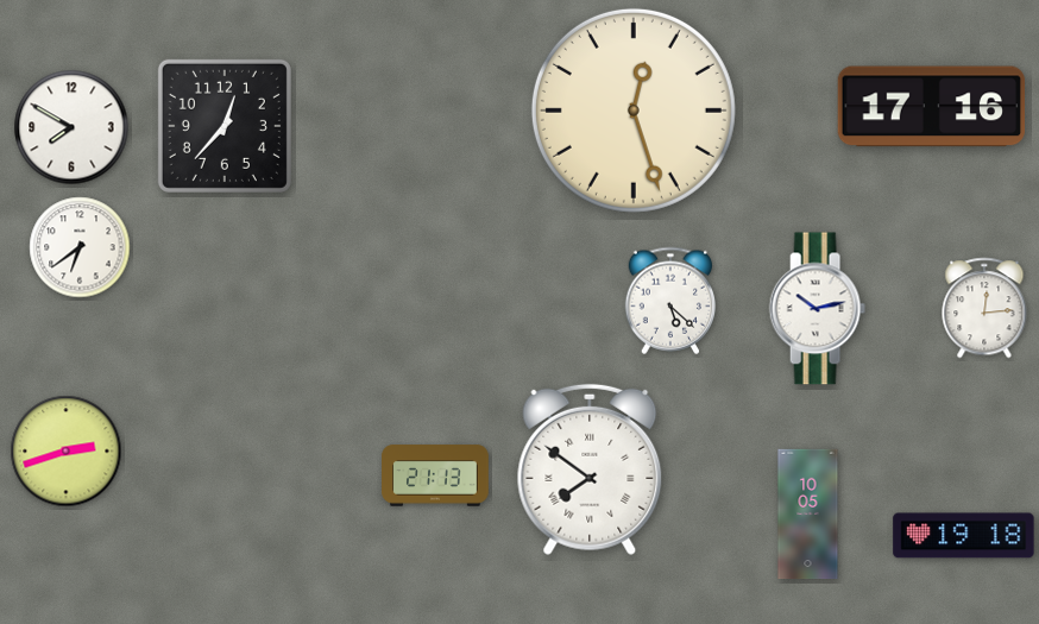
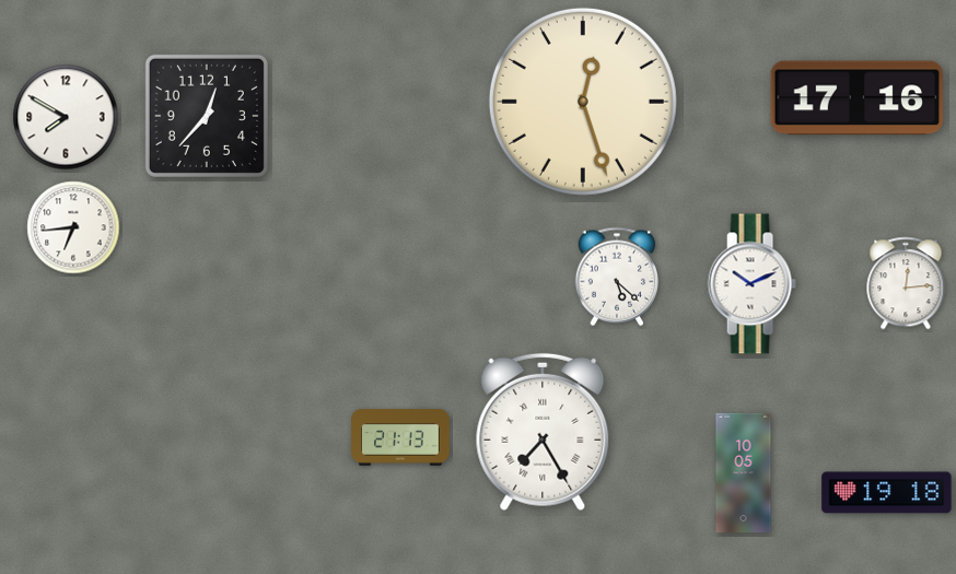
clock at (80, 247): 6:39 -> 6:44
clock at (817, 309): 10:13 -> 10:11
clock at (67, 452): 2:42 -> none
clock at (590, 469): 7:51 -> 7:25
